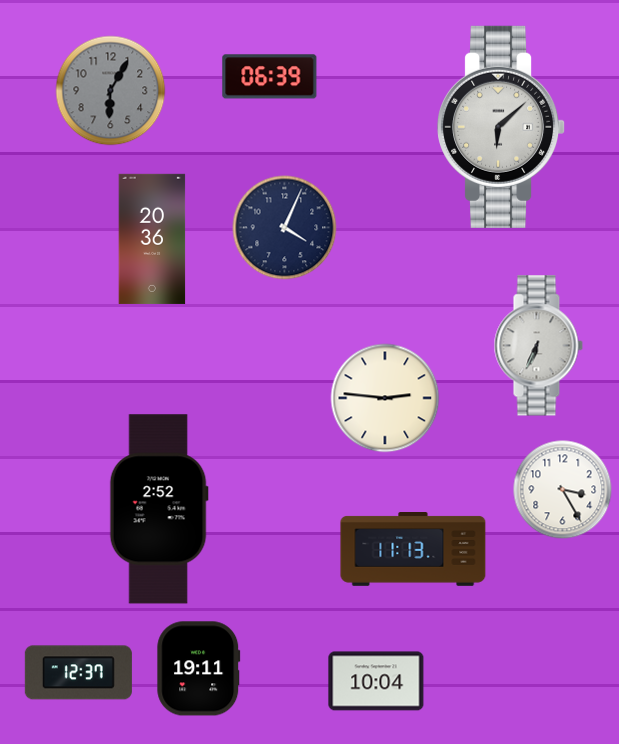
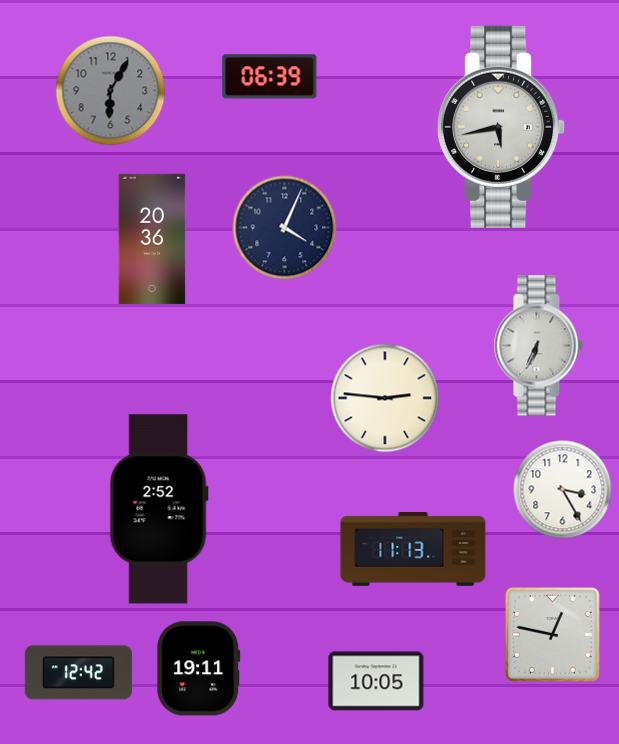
clock at (502, 127): 6:08 -> 5:43
clock at (552, 634): none -> 12:47
clock at (78, 673): 12:37 -> 12:42
clock at (376, 681): 10:04 -> 10:05
